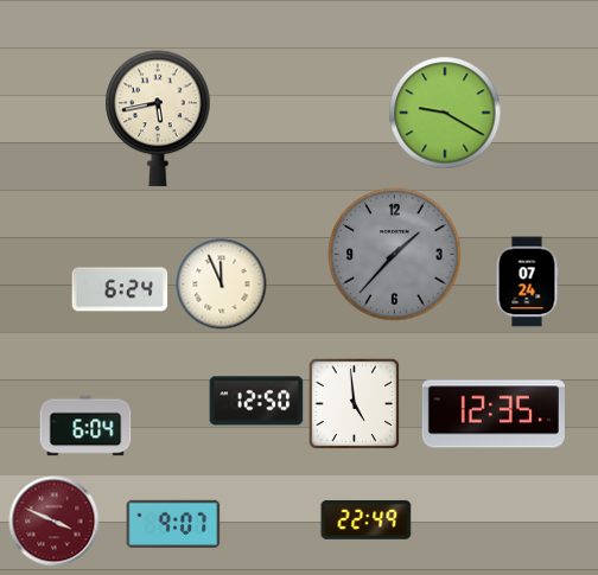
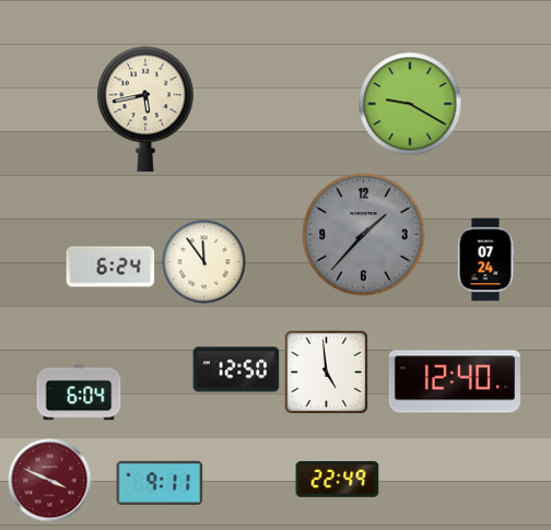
clock at (222, 285): 11:56 -> 11:54
clock at (494, 414): 12:35 -> 12:40
clock at (173, 524): 9:07 -> 9:11
